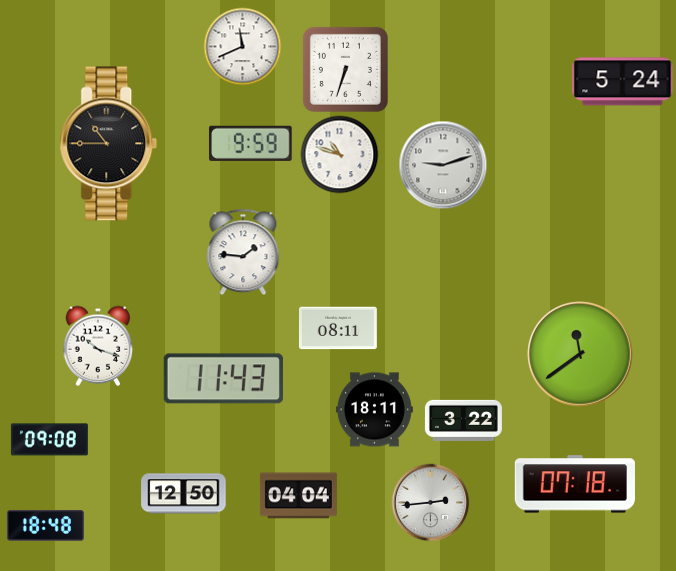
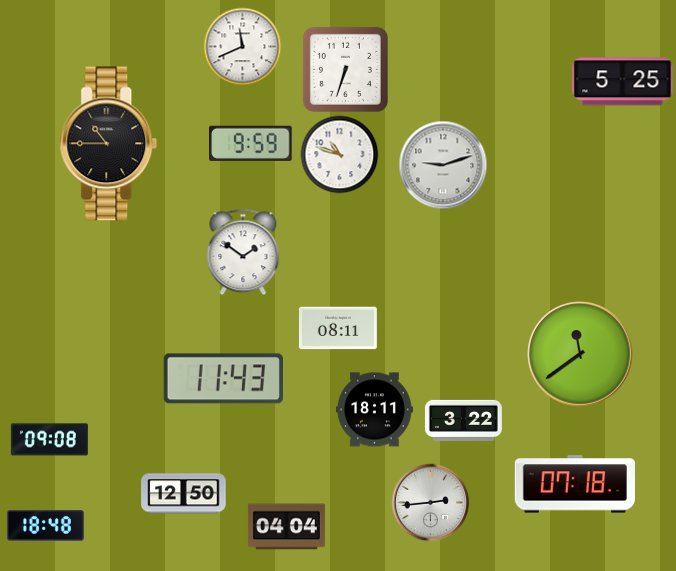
clock at (623, 82): 5:24 -> 5:25
clock at (243, 252): 1:46 -> 1:51
clock at (98, 346): 10:18 -> none
clock at (298, 496) position: (298, 496) -> (286, 527)
